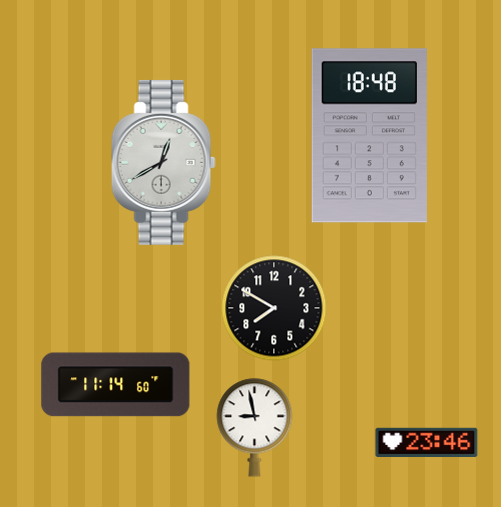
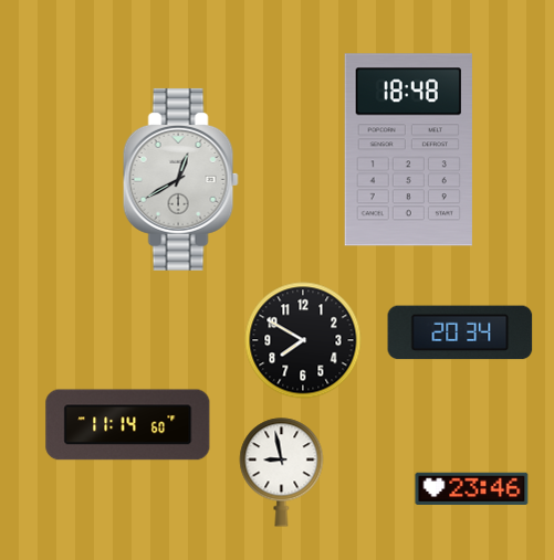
clock at (460, 332): none -> 20:34
